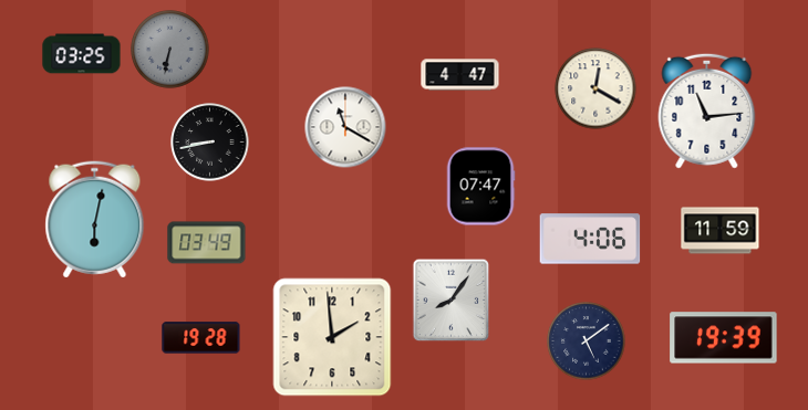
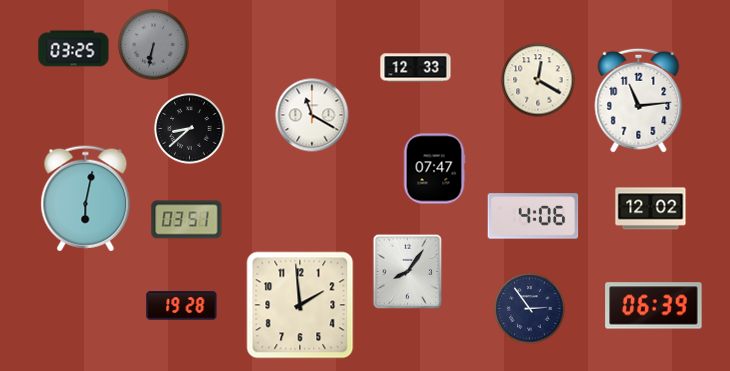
clock at (460, 75): 4:47 -> 12:33
clock at (210, 143): 8:43 -> 8:38
clock at (721, 231): 11:59 -> 12:02
clock at (207, 243): 03:49 -> 03:51
clock at (724, 338): 19:39 -> 06:39
clock at (587, 341): 5:09 -> 2:54
